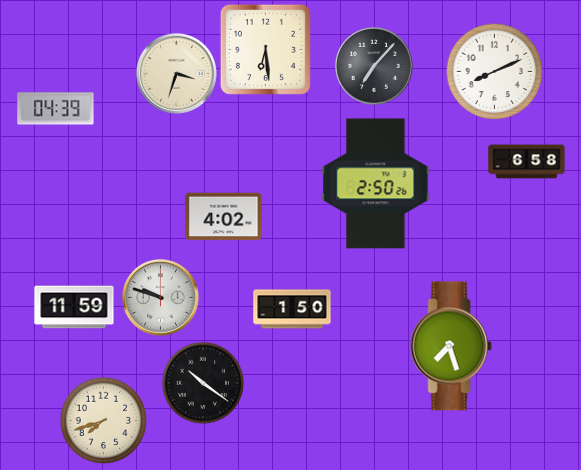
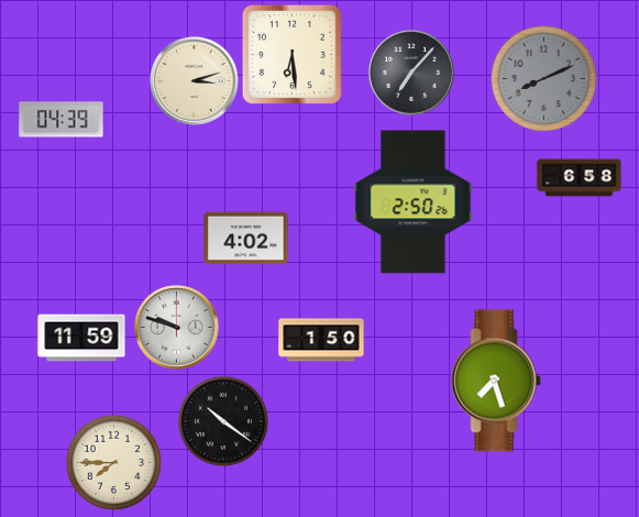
clock at (494, 71) dial: white -> grey
clock at (176, 73): 3:33 -> 3:12
clock at (103, 420): 7:42 -> 7:45
